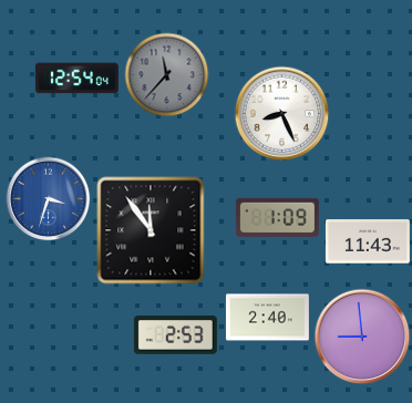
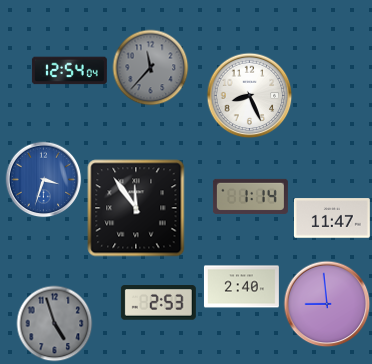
clock at (282, 114) position: (282, 114) -> (250, 96)
clock at (277, 217): 1:09 -> 1:14
clock at (368, 241): 11:43 -> 11:47
clock at (55, 324): none -> 4:57
